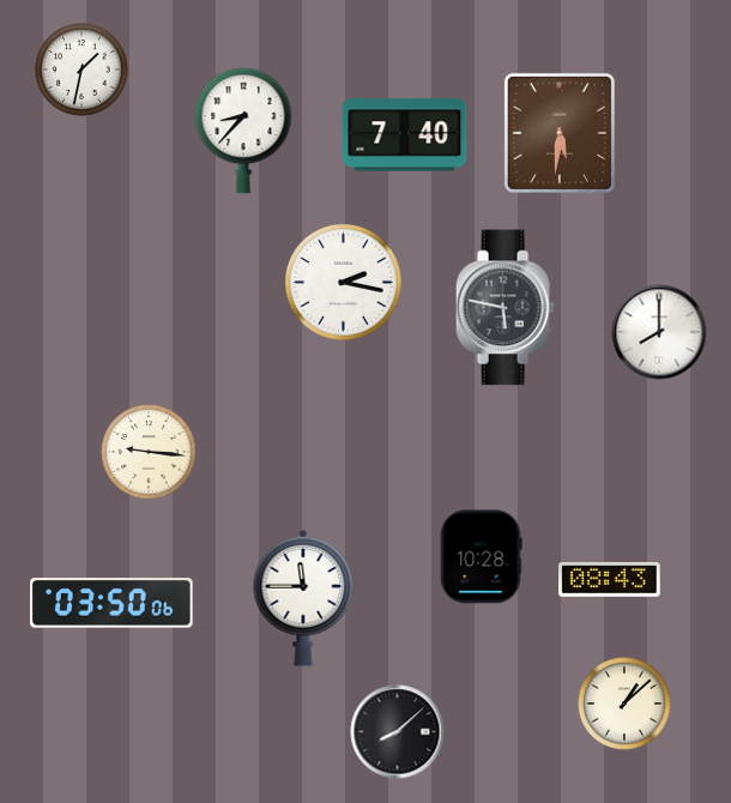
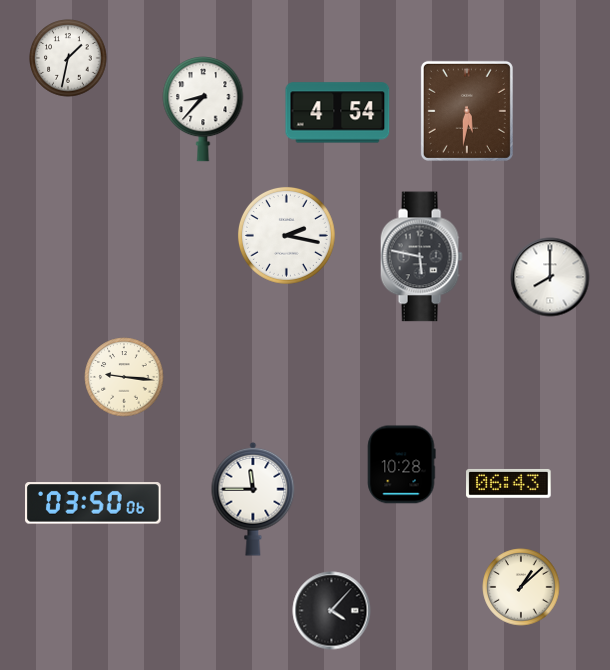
clock at (405, 135): 7:40 -> 4:54
clock at (610, 579): 08:43 -> 06:43
clock at (398, 732): 8:08 -> 4:07
